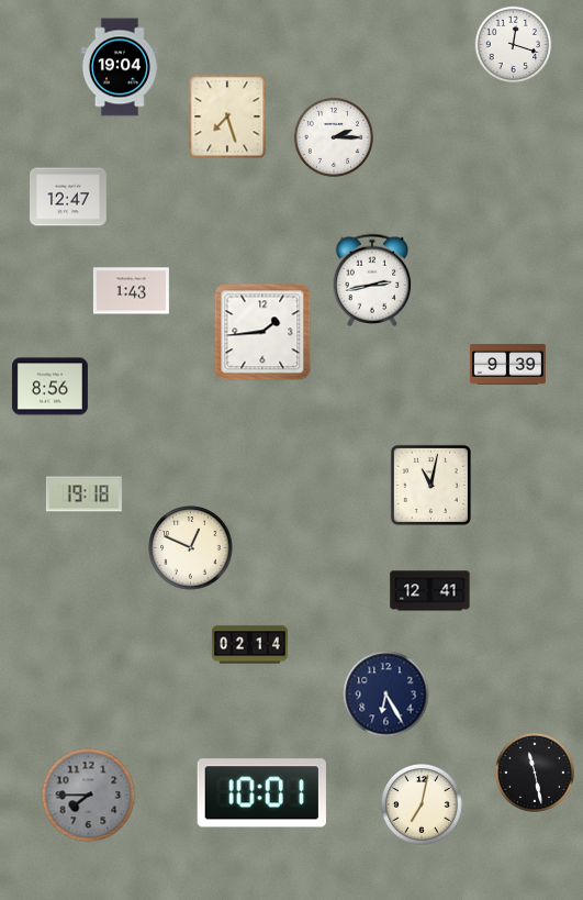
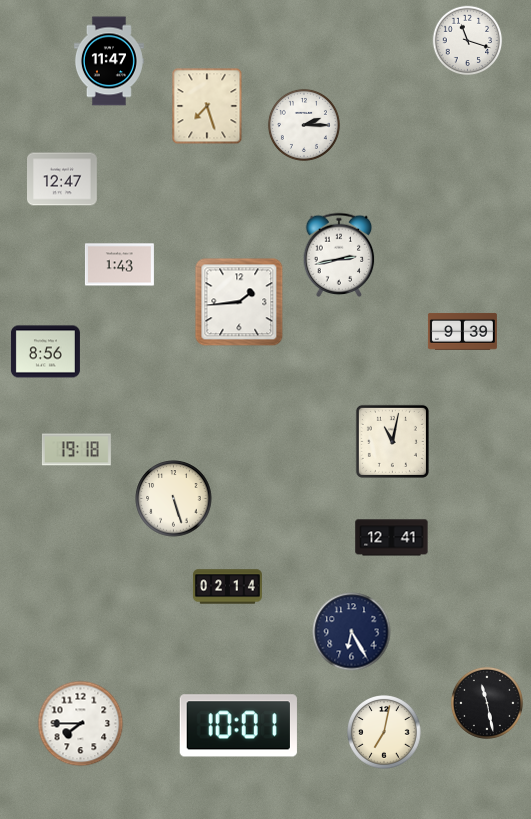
clock at (514, 45): 12:18 -> 11:18
clock at (120, 67): 19:04 -> 11:47
clock at (191, 548): 12:49 -> 5:27
clock at (261, 793) position: (261, 793) -> (238, 726)
clock at (89, 796) dial: grey -> white
